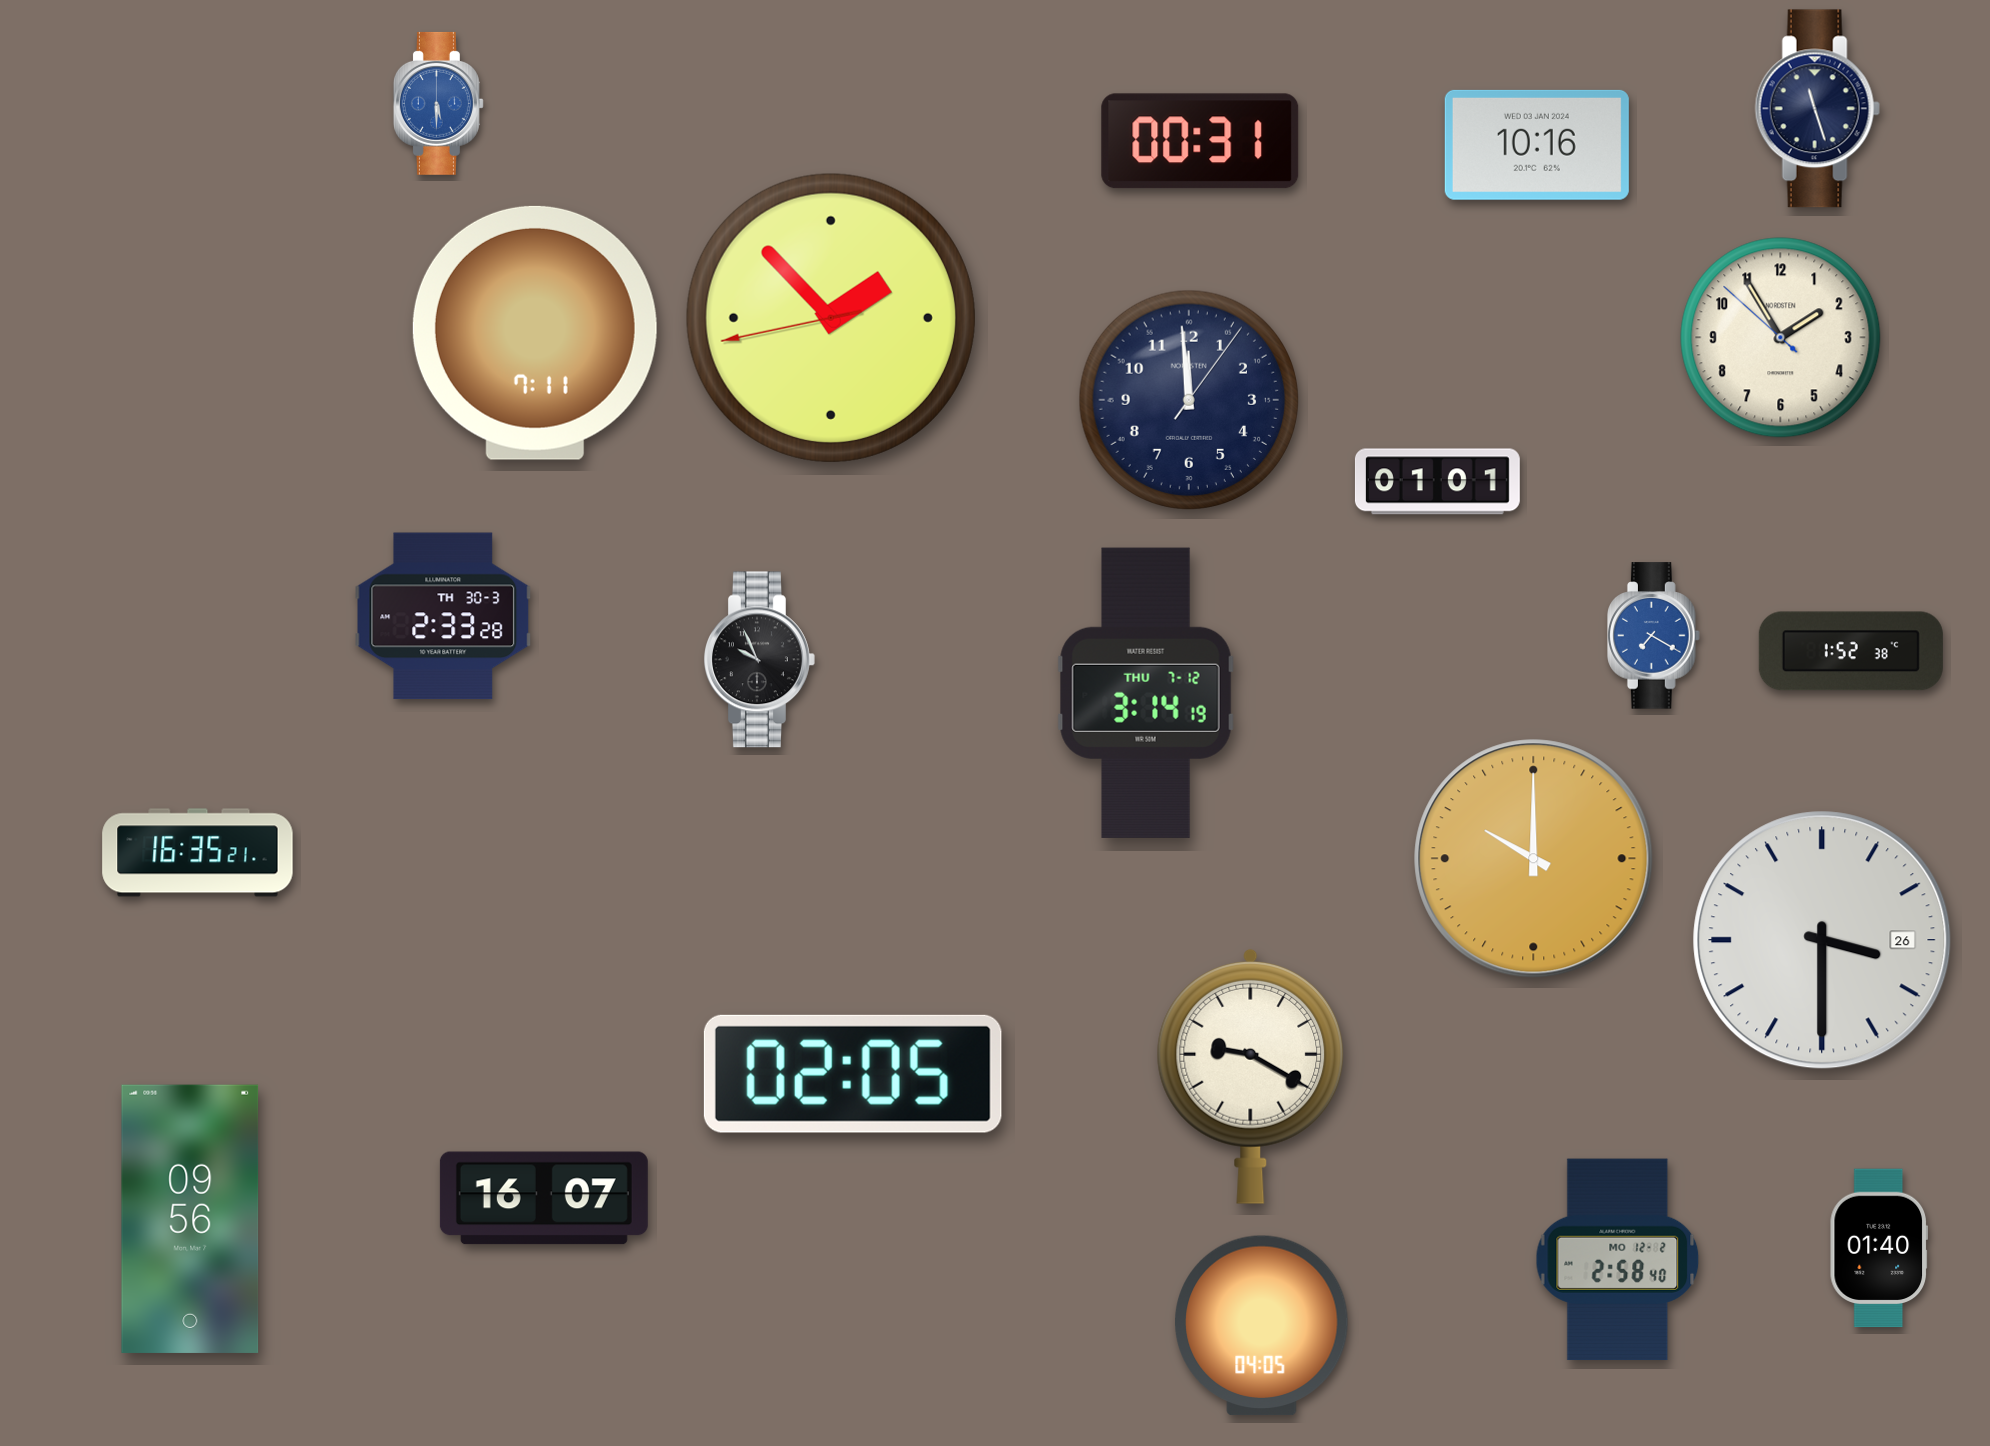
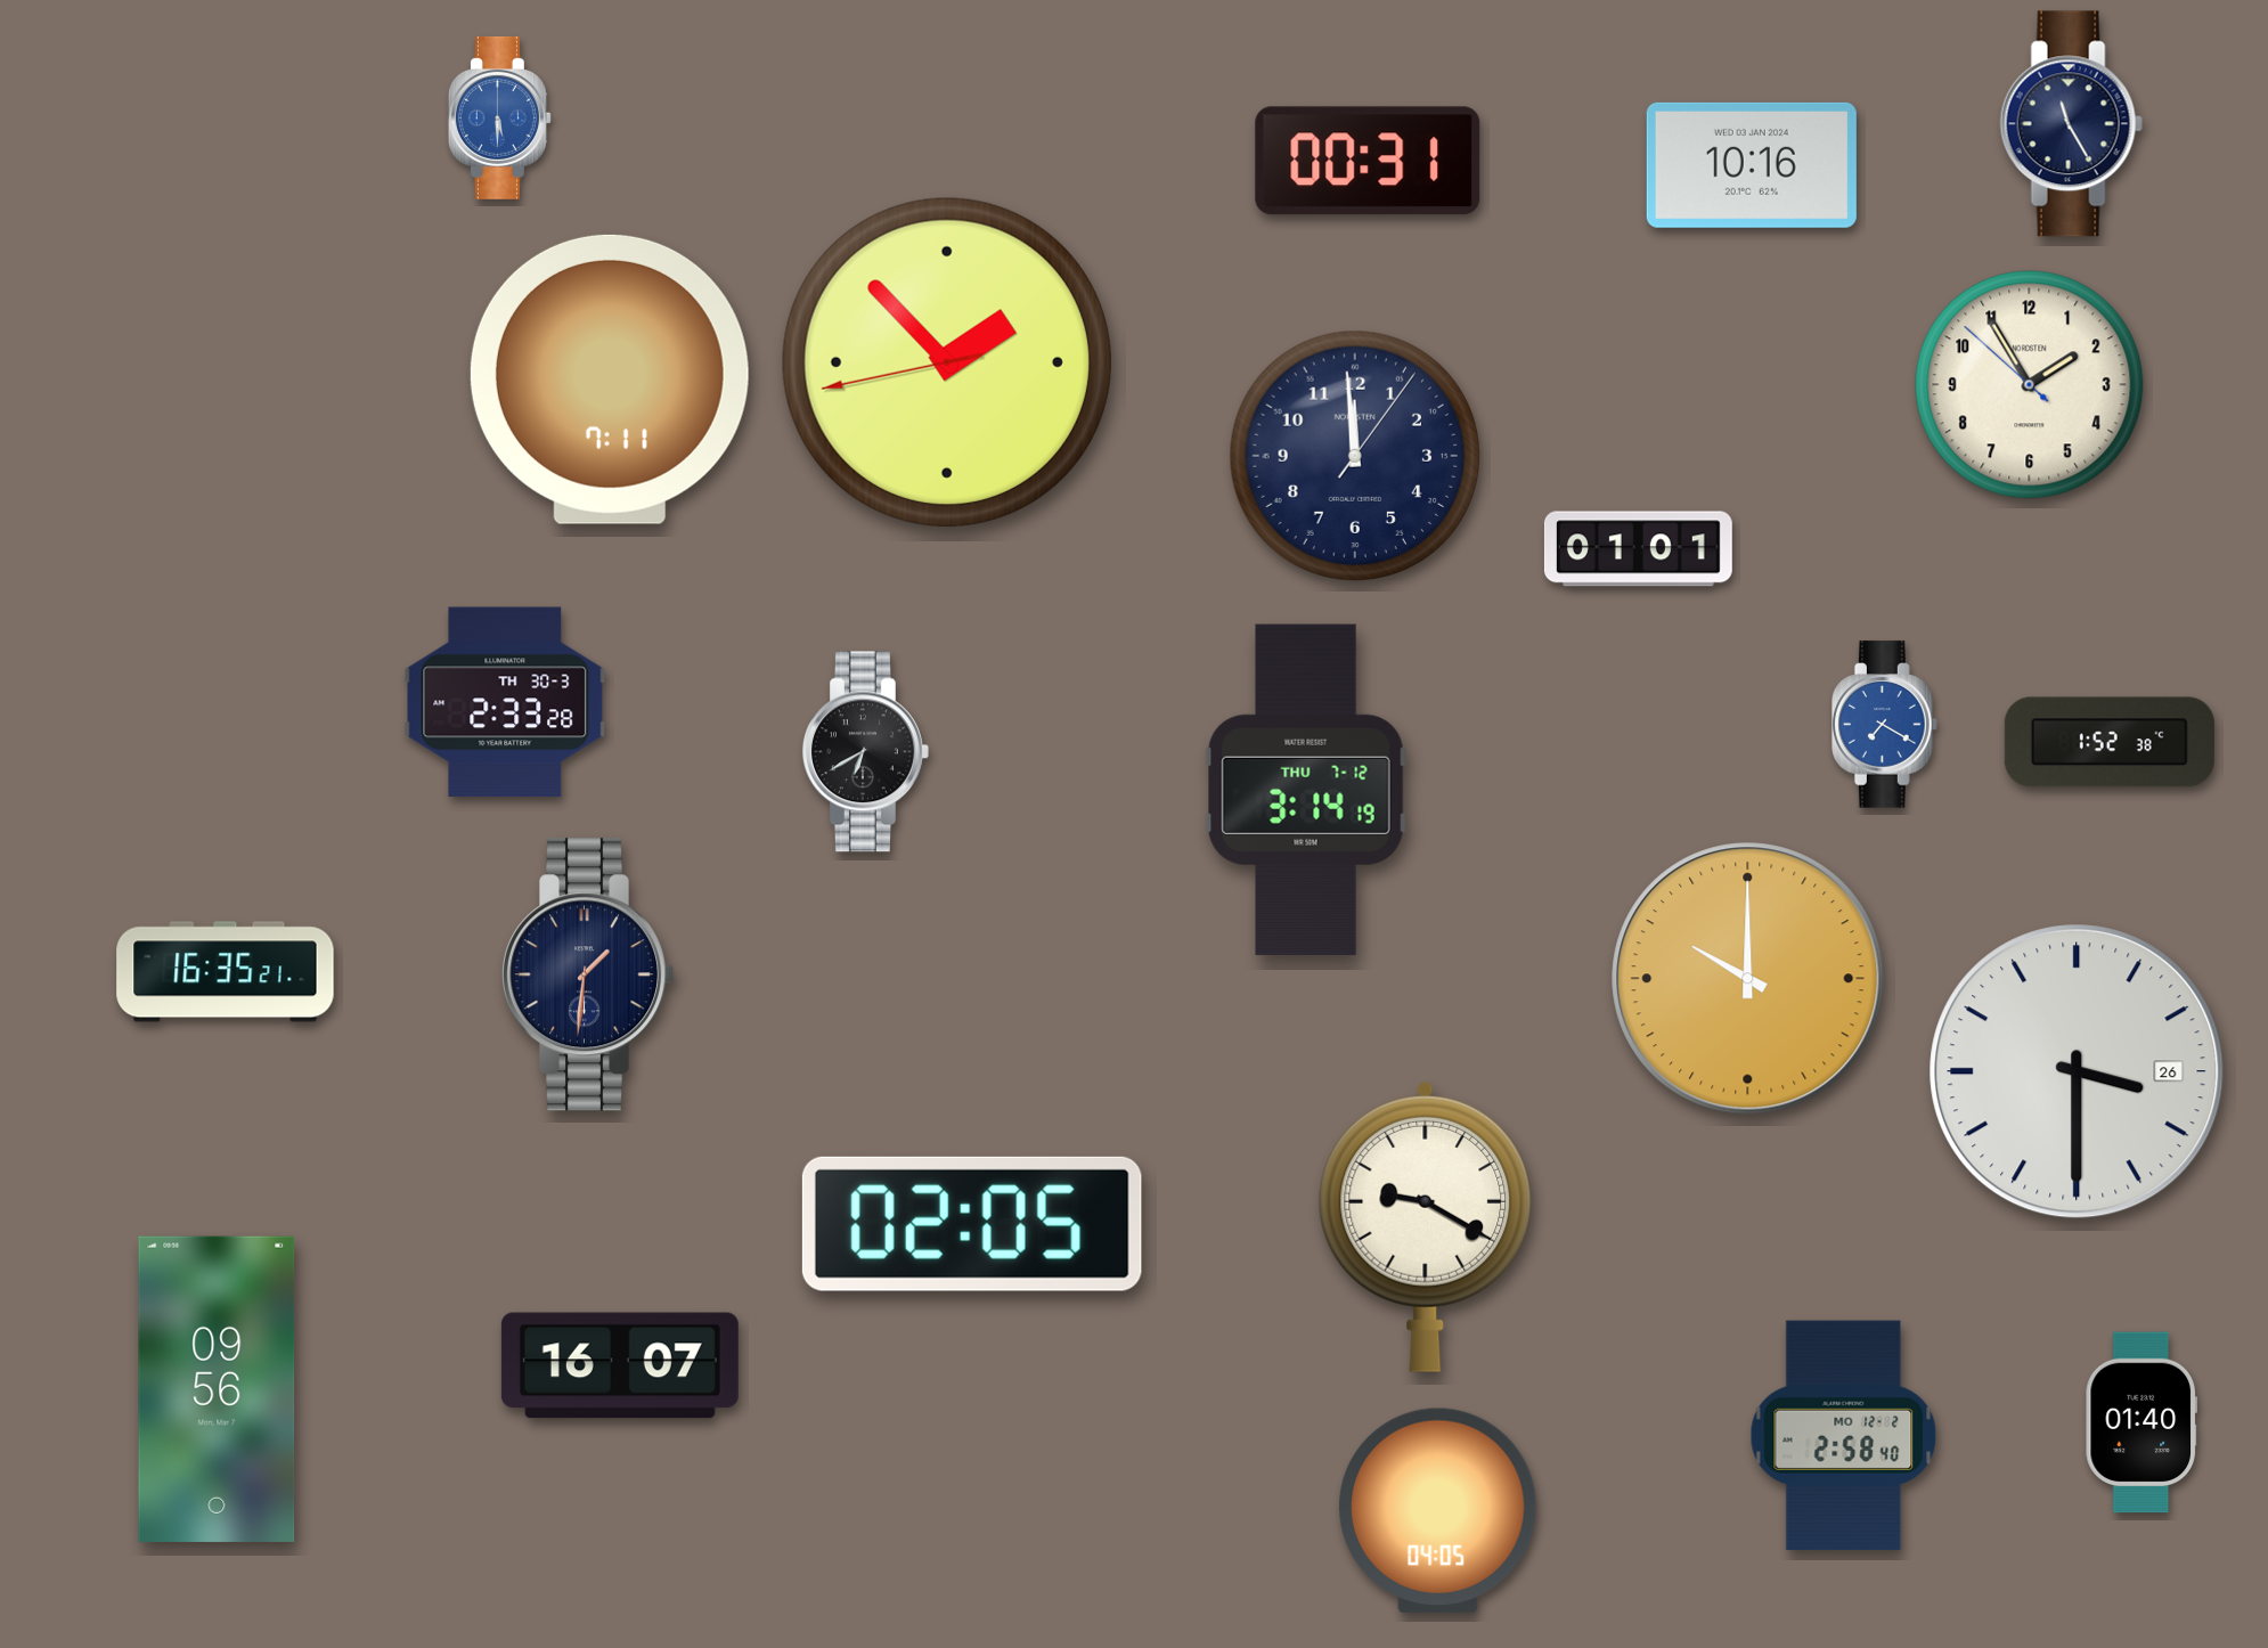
clock at (1817, 109): 11:27 -> 11:25
clock at (759, 660): 9:56 -> 6:40
clock at (588, 974): none -> 1:31
